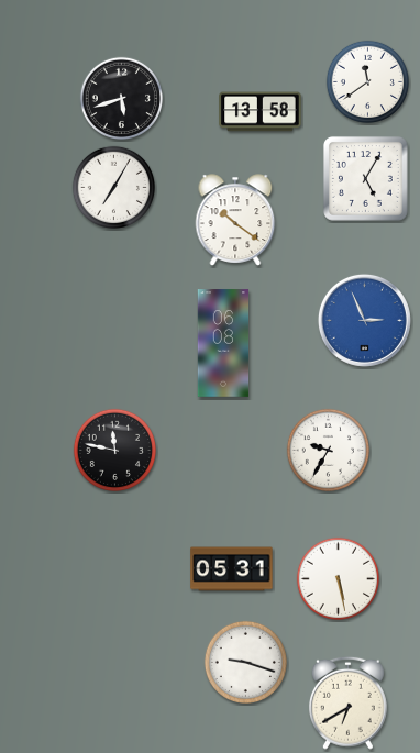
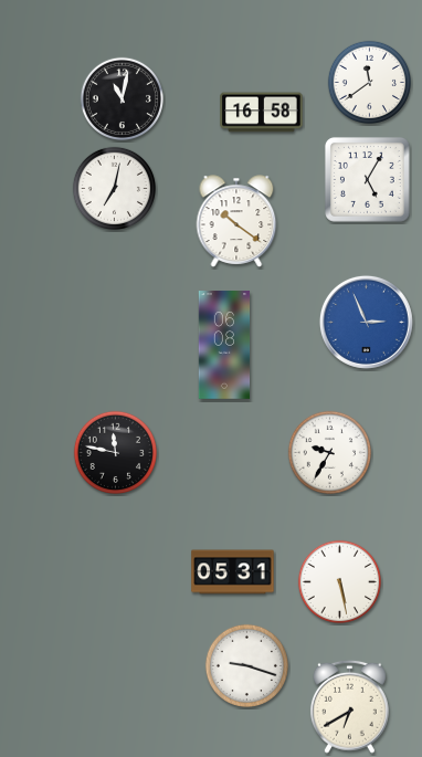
clock at (121, 98): 5:42 -> 11:02
clock at (261, 112): 13:58 -> 16:58
clock at (113, 187): 7:05 -> 7:02
